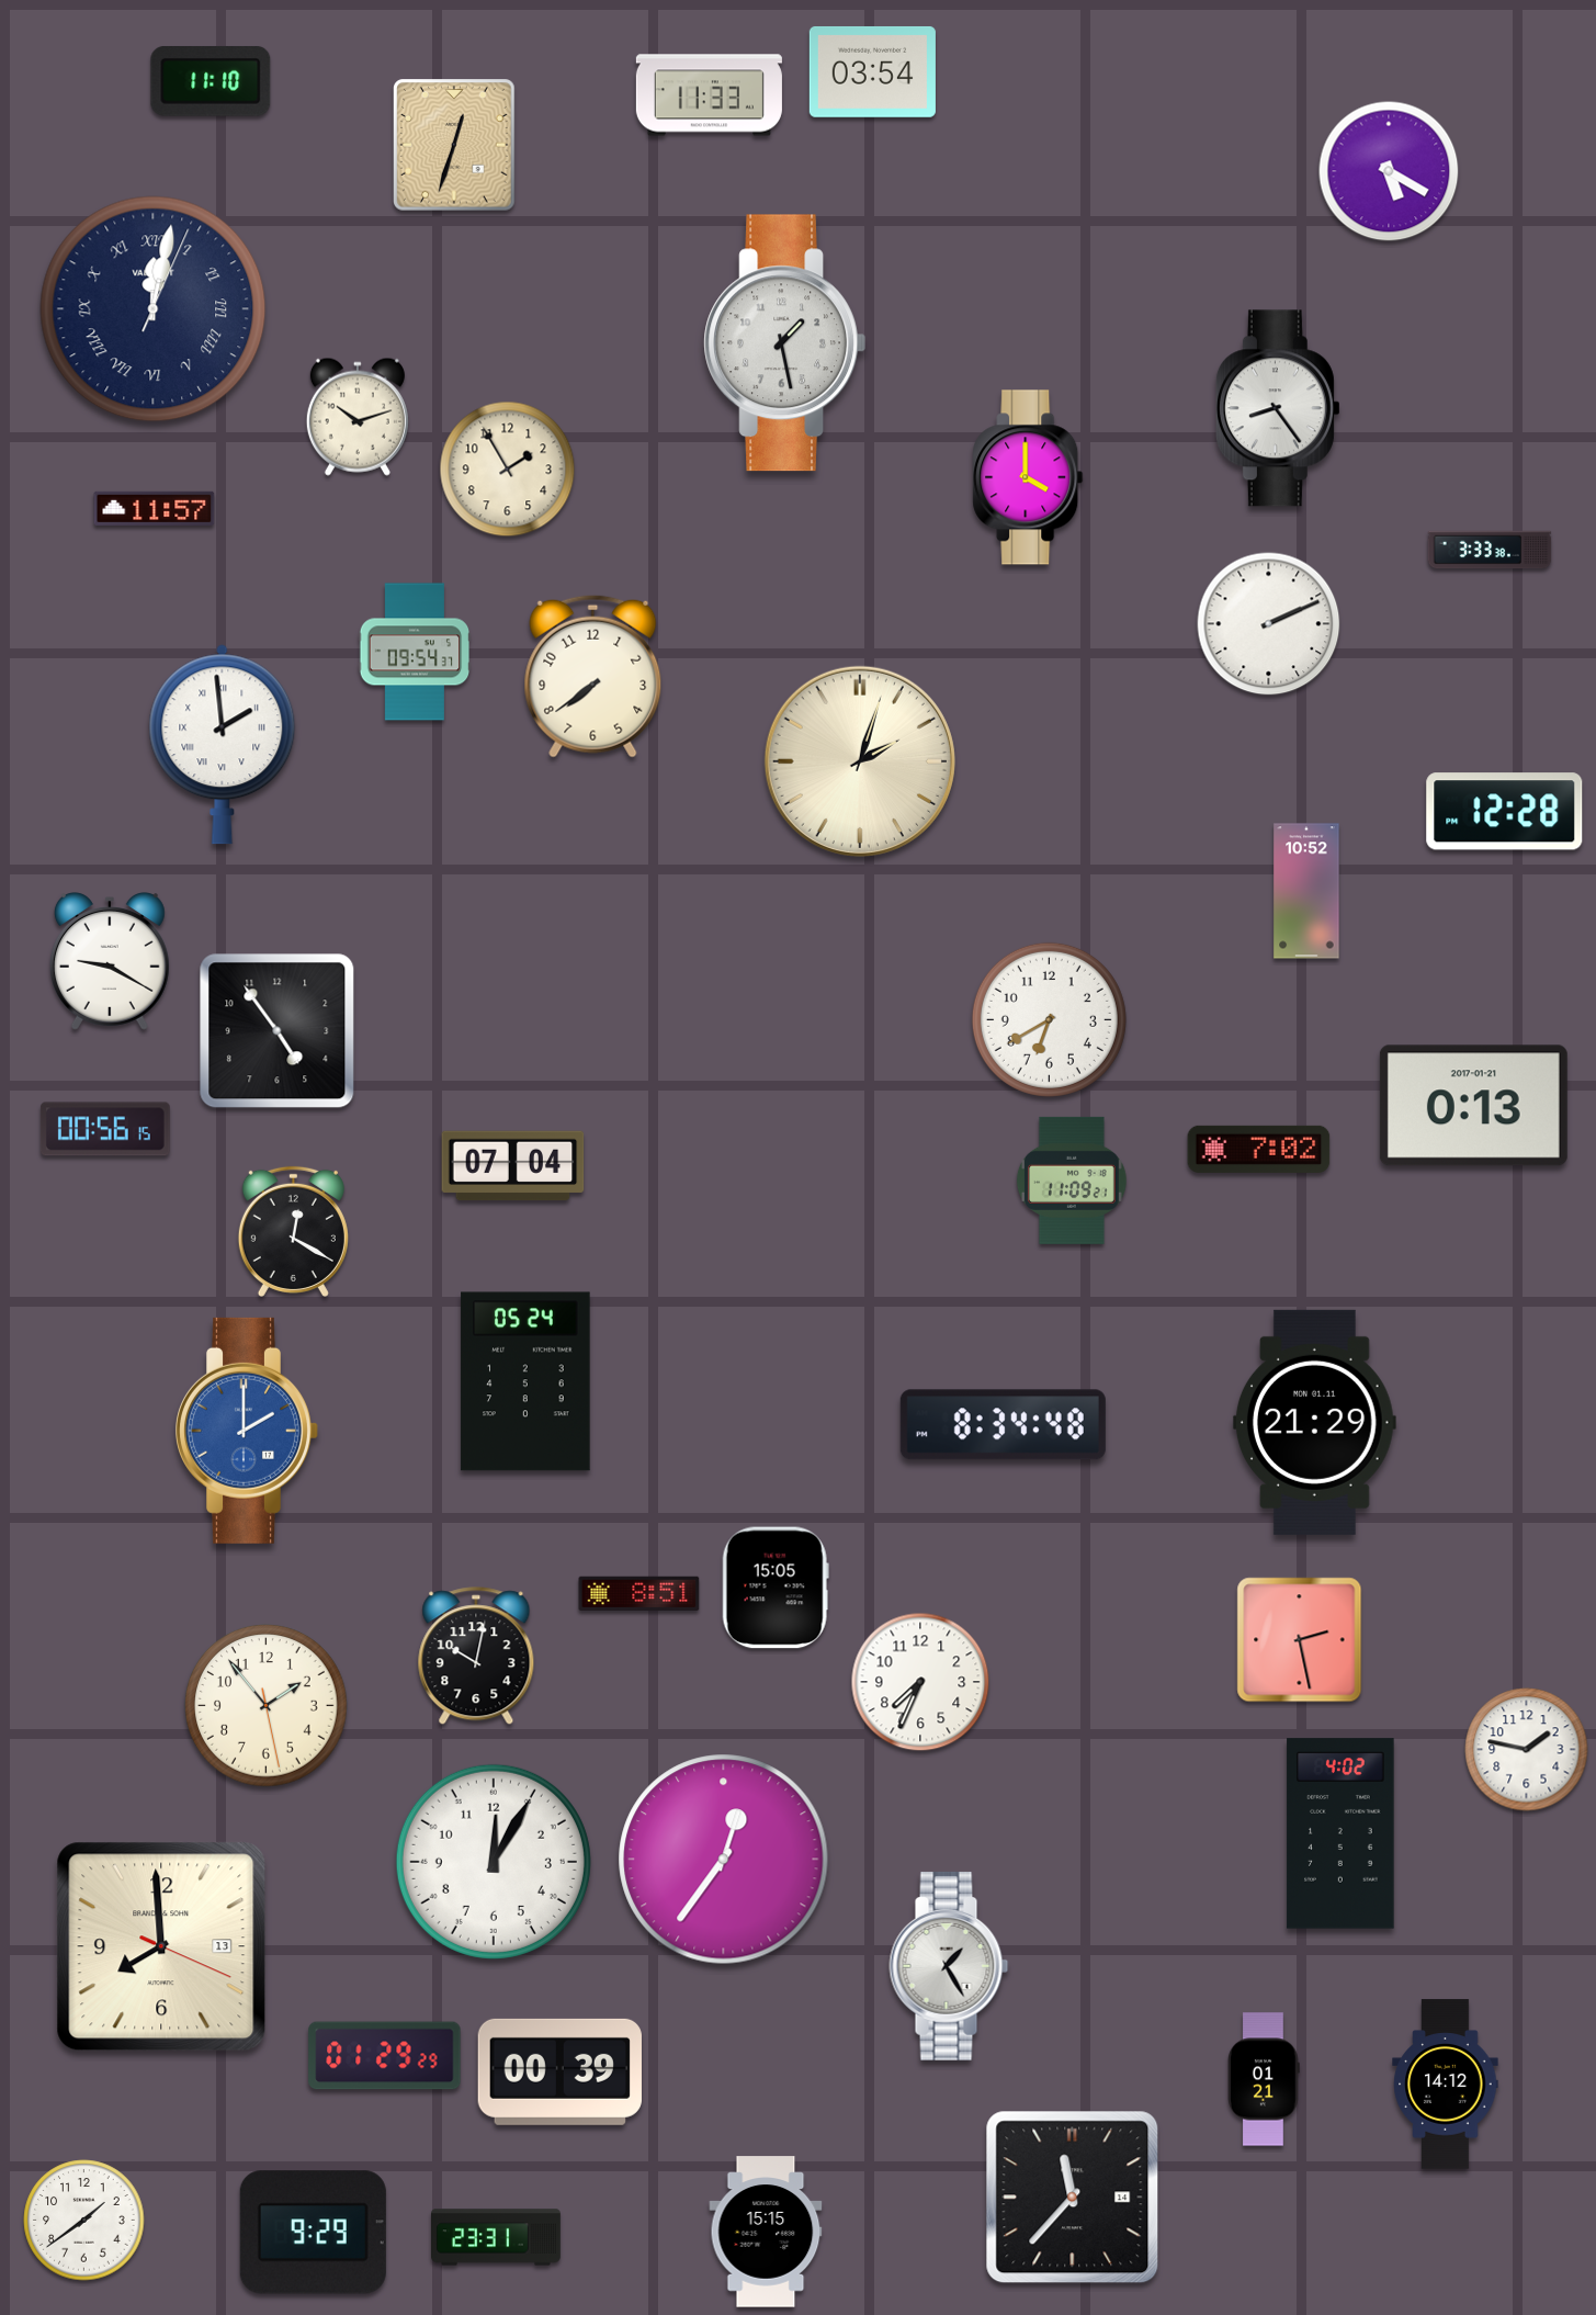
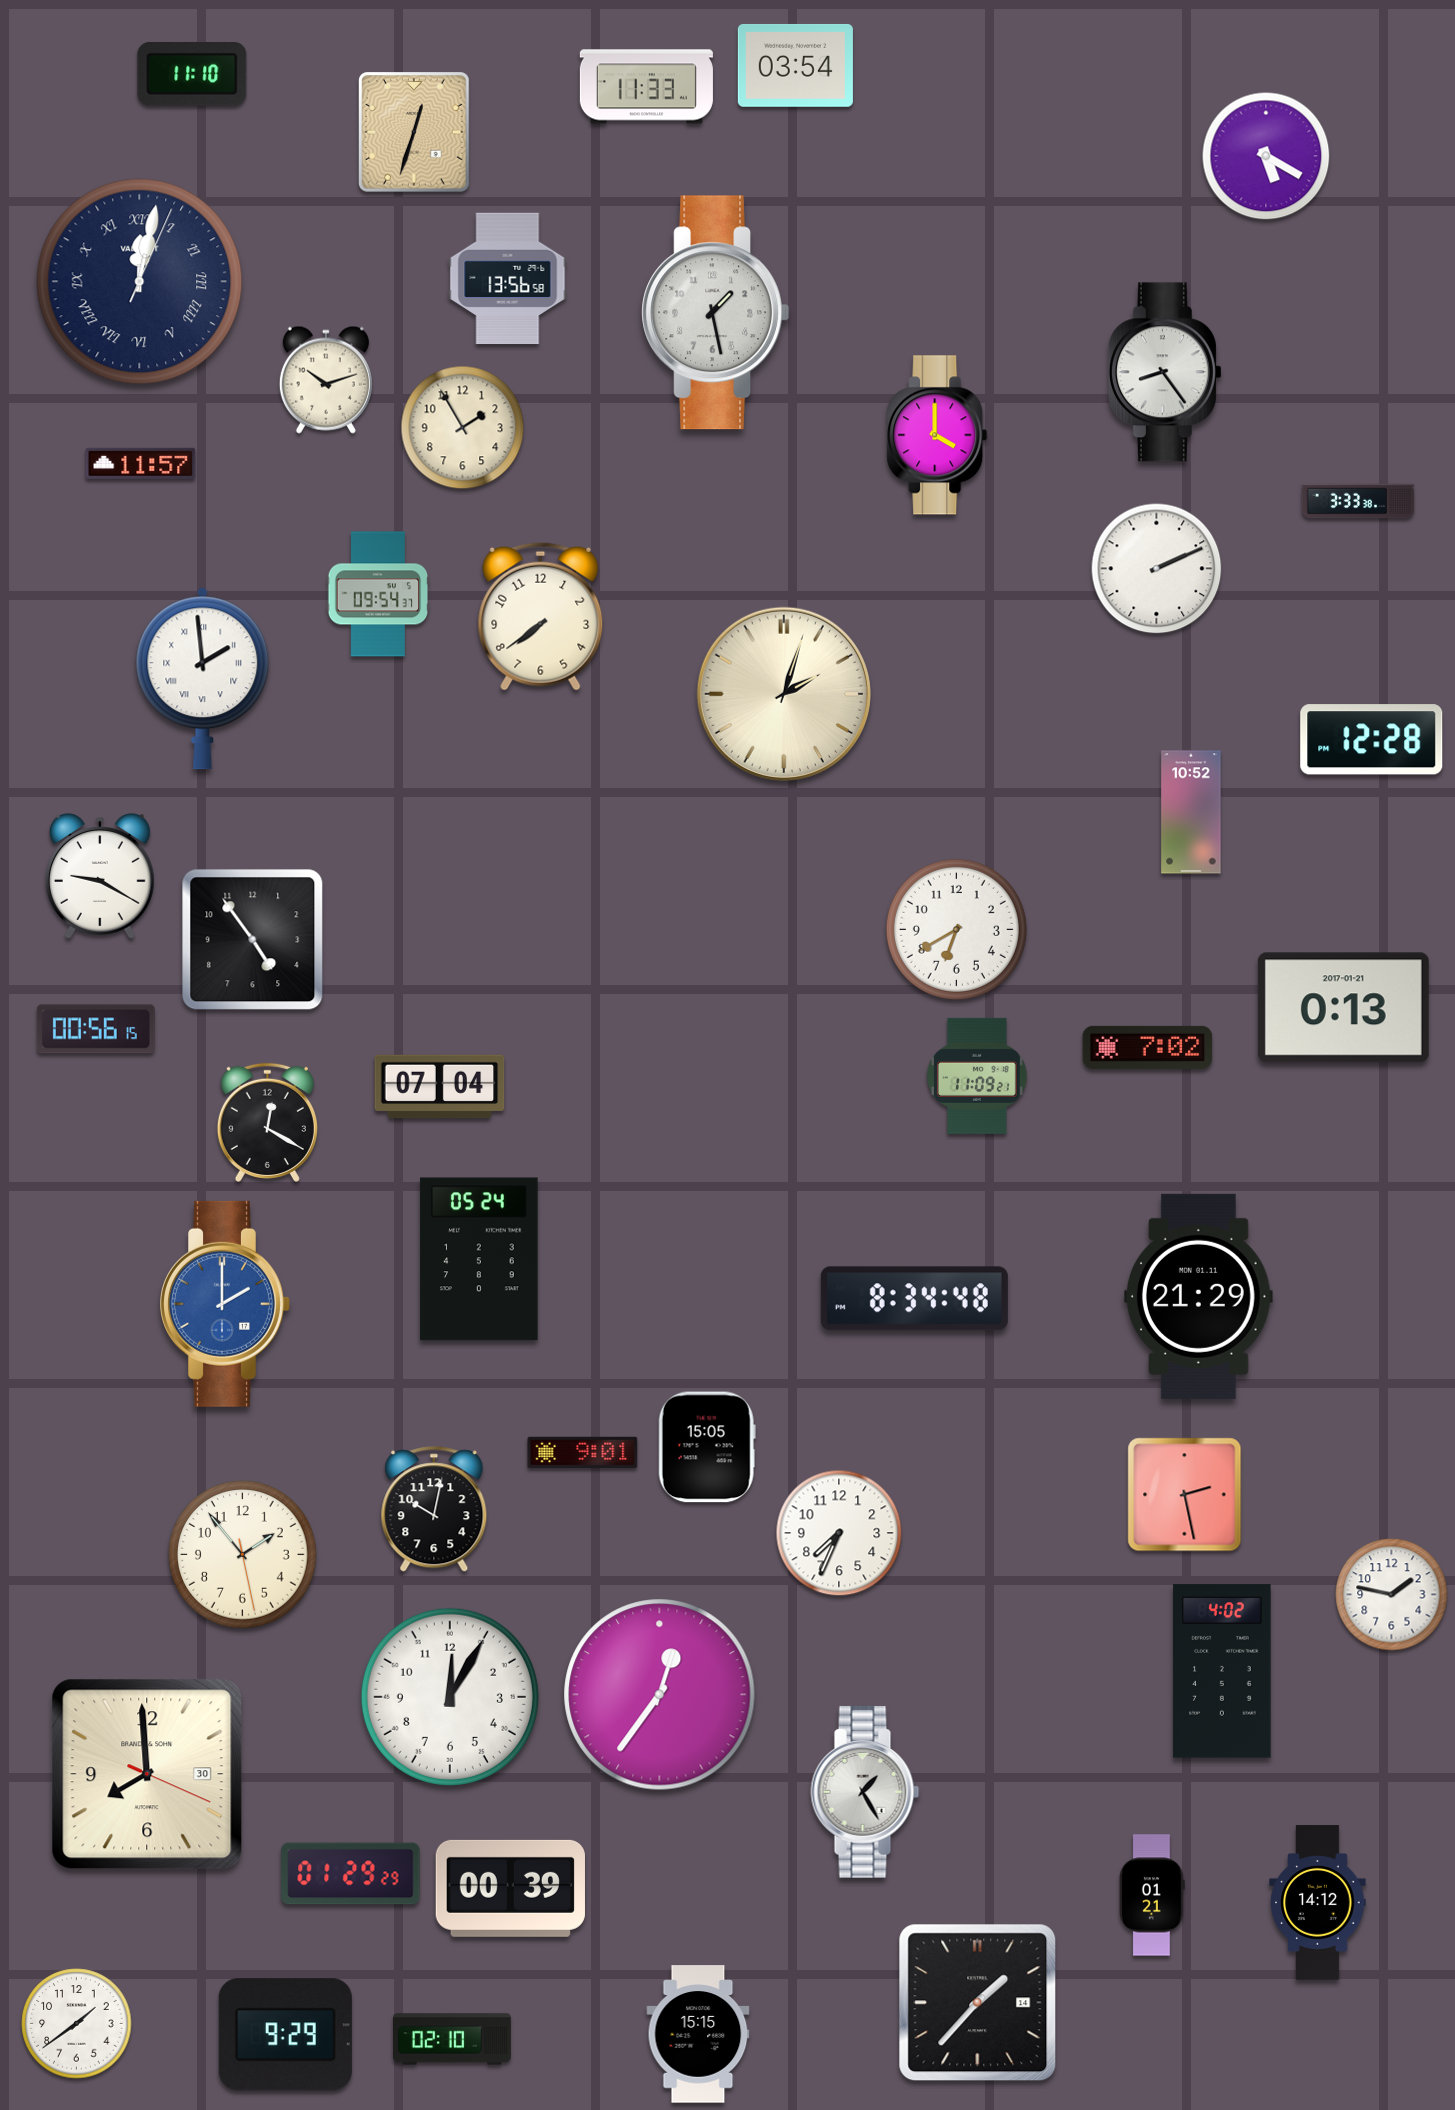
clock at (508, 279): none -> 13:56
clock at (513, 1166) position: (513, 1166) -> (440, 1087)
clock at (639, 1593): 8:51 -> 9:01
clock at (161, 1946) date: 13 -> 30
clock at (1446, 2085) position: (1446, 2085) -> (1318, 1903)
clock at (1073, 2198): 11:37 -> 1:37
clock at (497, 2237): 23:31 -> 02:10
